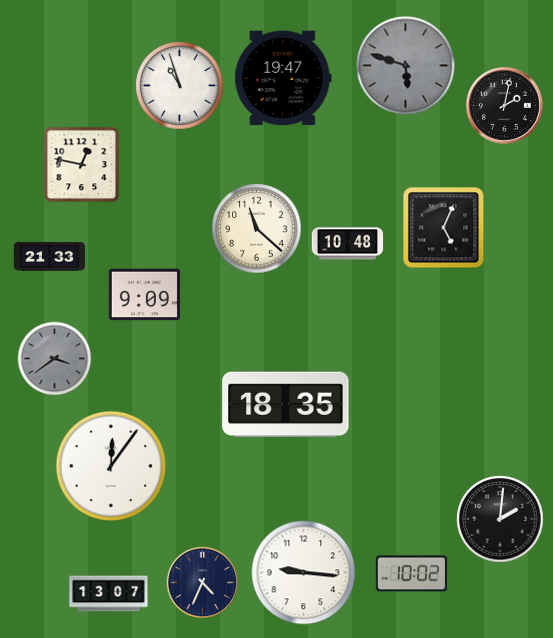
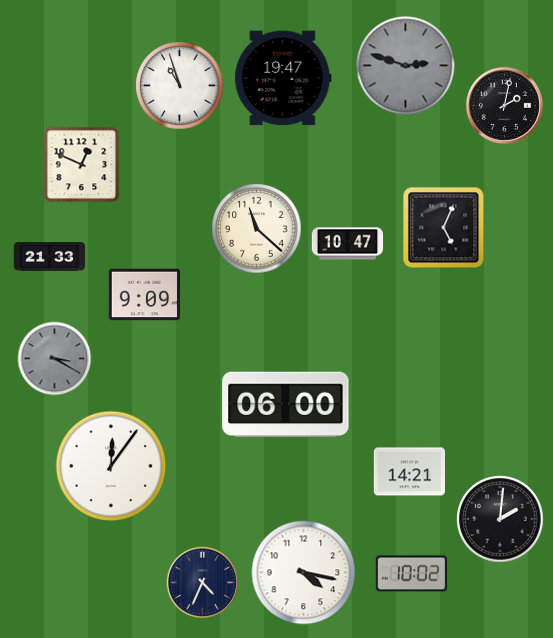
clock at (406, 66): 5:48 -> 2:48
clock at (82, 165): 12:47 -> 12:49
clock at (348, 244): 10:48 -> 10:47
clock at (55, 359): 3:39 -> 3:20
clock at (286, 405): 18:35 -> 06:00
clock at (410, 472): none -> 14:21
clock at (304, 573): 9:16 -> 4:17
clock at (109, 594): 13:07 -> none
